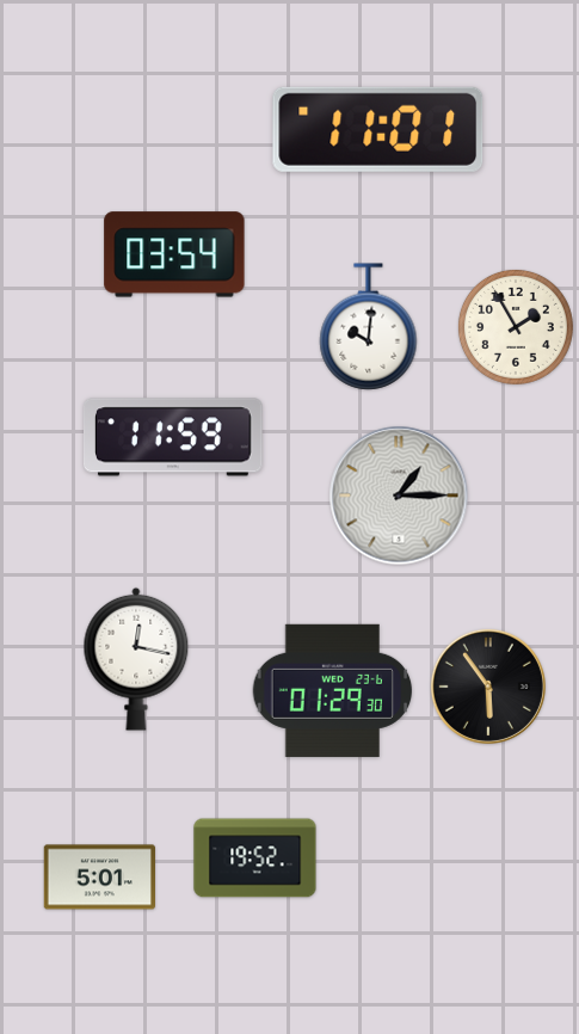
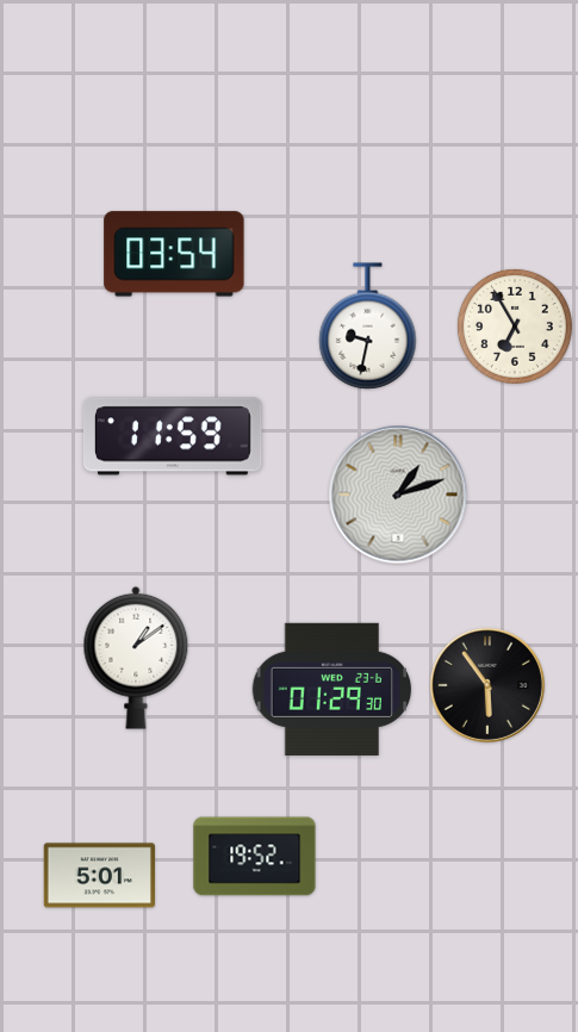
clock at (378, 129): 11:01 -> none
clock at (369, 327): 10:01 -> 9:32
clock at (516, 327): 1:55 -> 6:55
clock at (399, 496): 1:15 -> 1:12
clock at (136, 659): 12:17 -> 1:09
